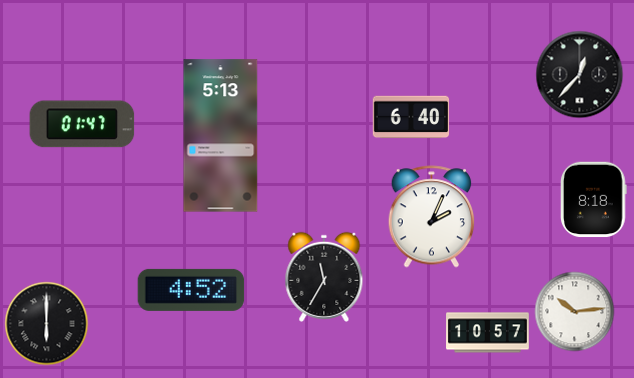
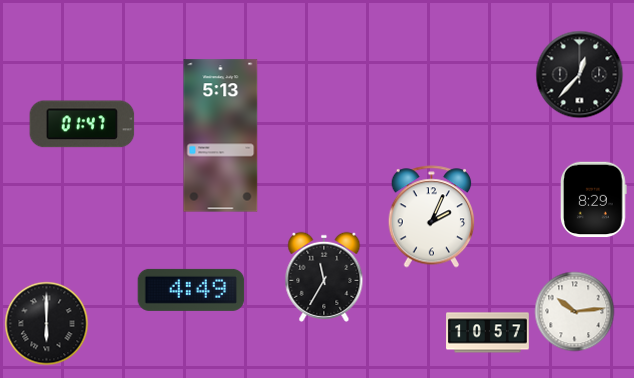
clock at (411, 117): 6:40 -> none
clock at (594, 200): 8:18 -> 8:29
clock at (191, 290): 4:52 -> 4:49
